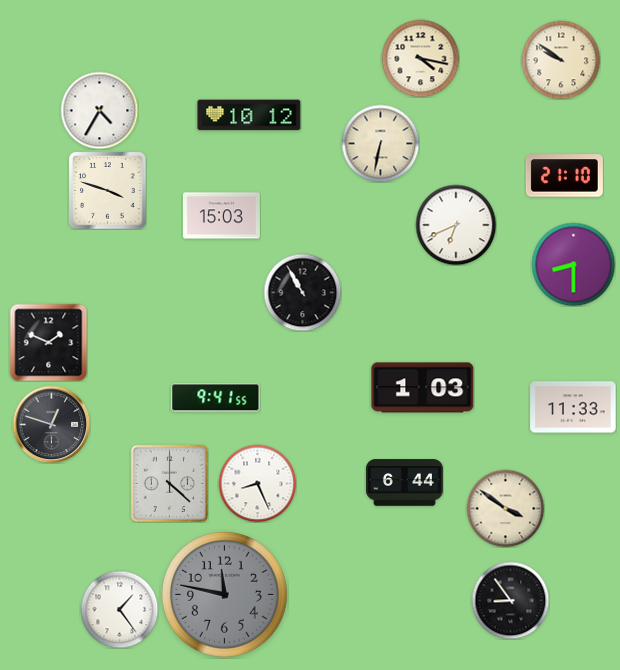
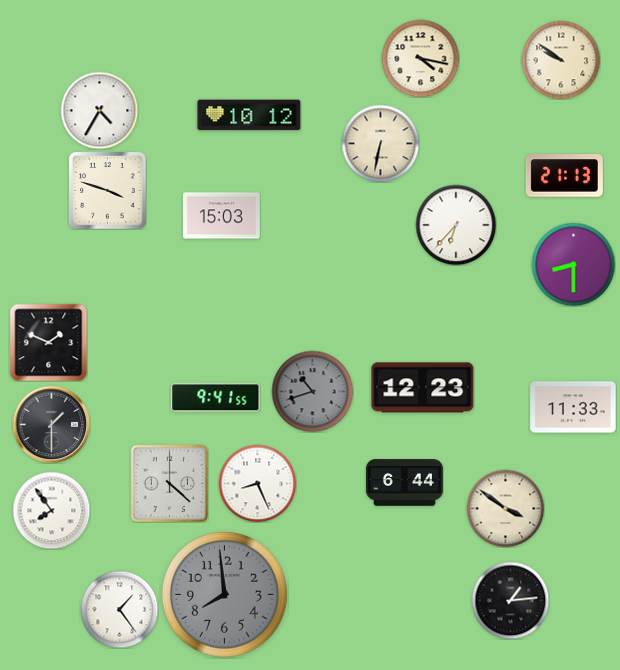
clock at (564, 176): 21:10 -> 21:13
clock at (456, 225): 6:41 -> 6:37
clock at (302, 292): 10:55 -> none
clock at (423, 388): 1:03 -> 12:23
clock at (312, 391): none -> 10:42
clock at (51, 424): 12:48 -> 1:30
clock at (51, 510): none -> 7:54
clock at (224, 594): 11:47 -> 7:59
clock at (510, 600): 8:54 -> 1:14
